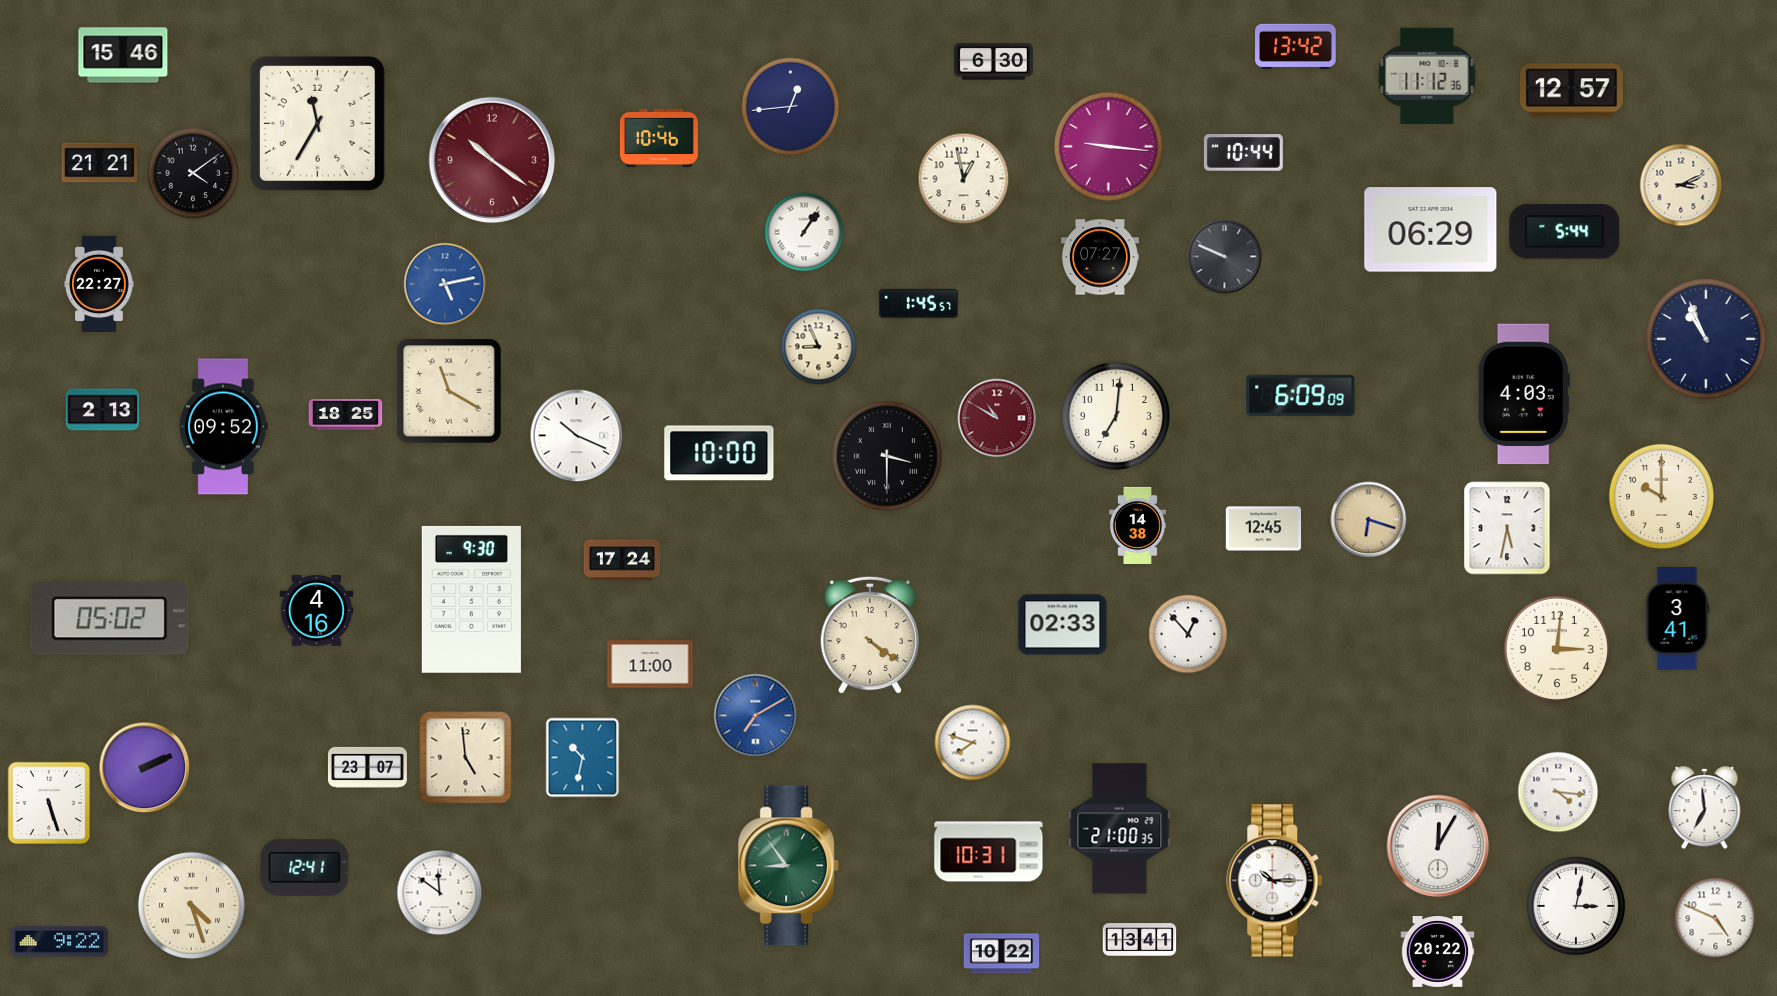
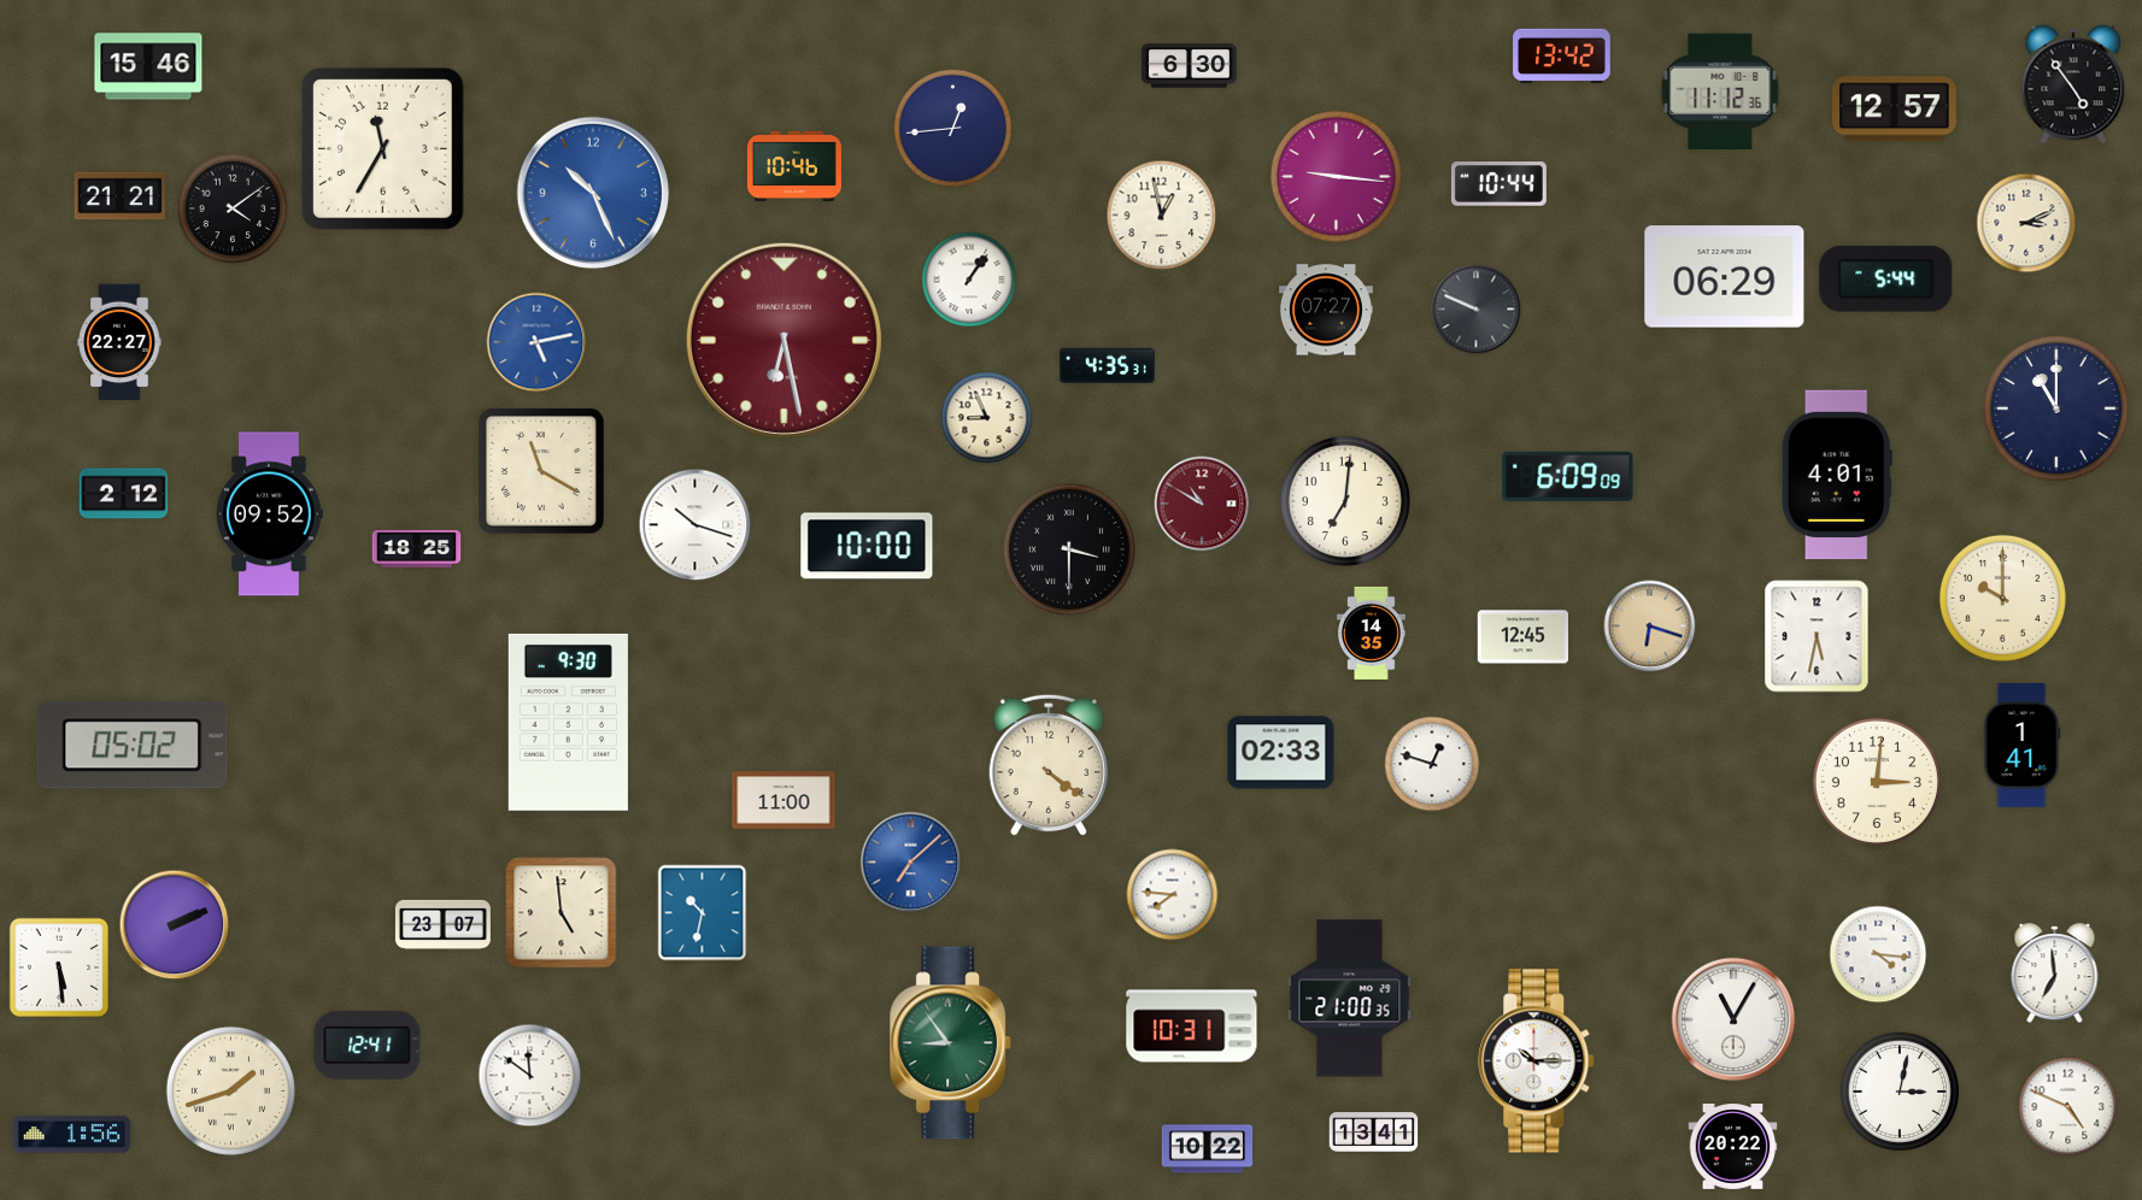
clock at (993, 62) position: (993, 62) -> (1189, 66)
clock at (2073, 84): none -> 4:54
clock at (492, 160): 10:21 -> 10:26
clock at (492, 160) dial: burgundy -> blue
clock at (784, 340): none -> 6:28
clock at (918, 303): 1:45 -> 4:35
clock at (1706, 339): 10:56 -> 11:00
clock at (1524, 394): 4:03 -> 4:01
clock at (103, 410): 2:13 -> 2:12
clock at (346, 414) position: (346, 414) -> (417, 548)
clock at (577, 436): 10:19 -> 10:18
clock at (1137, 525): 14:38 -> 14:35
clock at (621, 560): 17:24 -> none
clock at (317, 611): 4:16 -> none
clock at (1677, 619): 3:41 -> 1:41
clock at (1188, 634): 12:53 -> 12:48
clock at (756, 716): 7:10 -> 7:08
clock at (973, 743): 7:48 -> 7:46
clock at (48, 802): 5:27 -> 5:29
clock at (1438, 846): 12:05 -> 11:05
clock at (191, 905): 4:27 -> 1:42
clock at (60, 942): 9:22 -> 1:56
